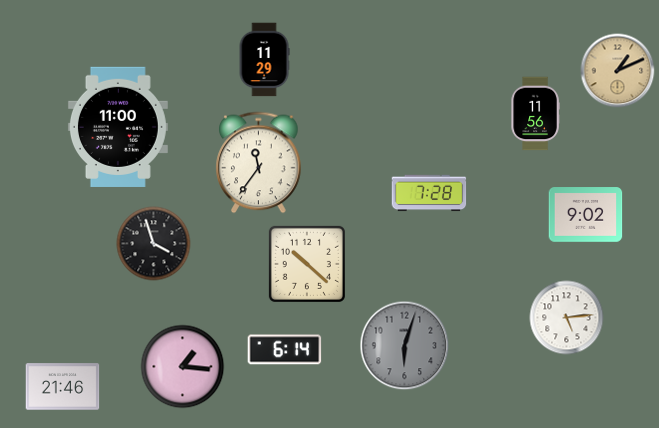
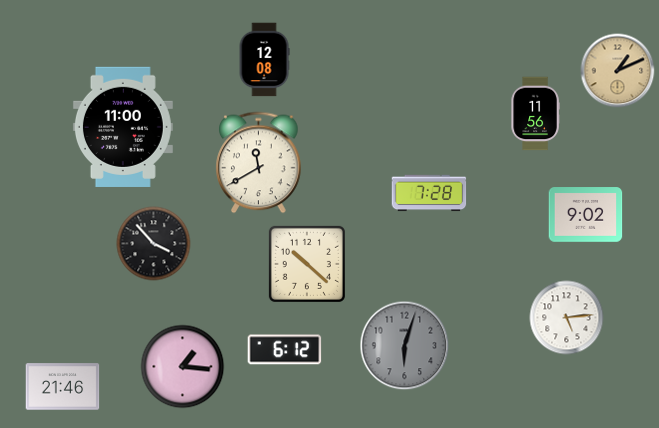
clock at (264, 60): 11:29 -> 12:08
clock at (118, 127) position: (118, 127) -> (123, 127)
clock at (259, 163): 11:36 -> 11:40
clock at (154, 244): 3:57 -> 3:53
clock at (285, 350): 6:14 -> 6:12
